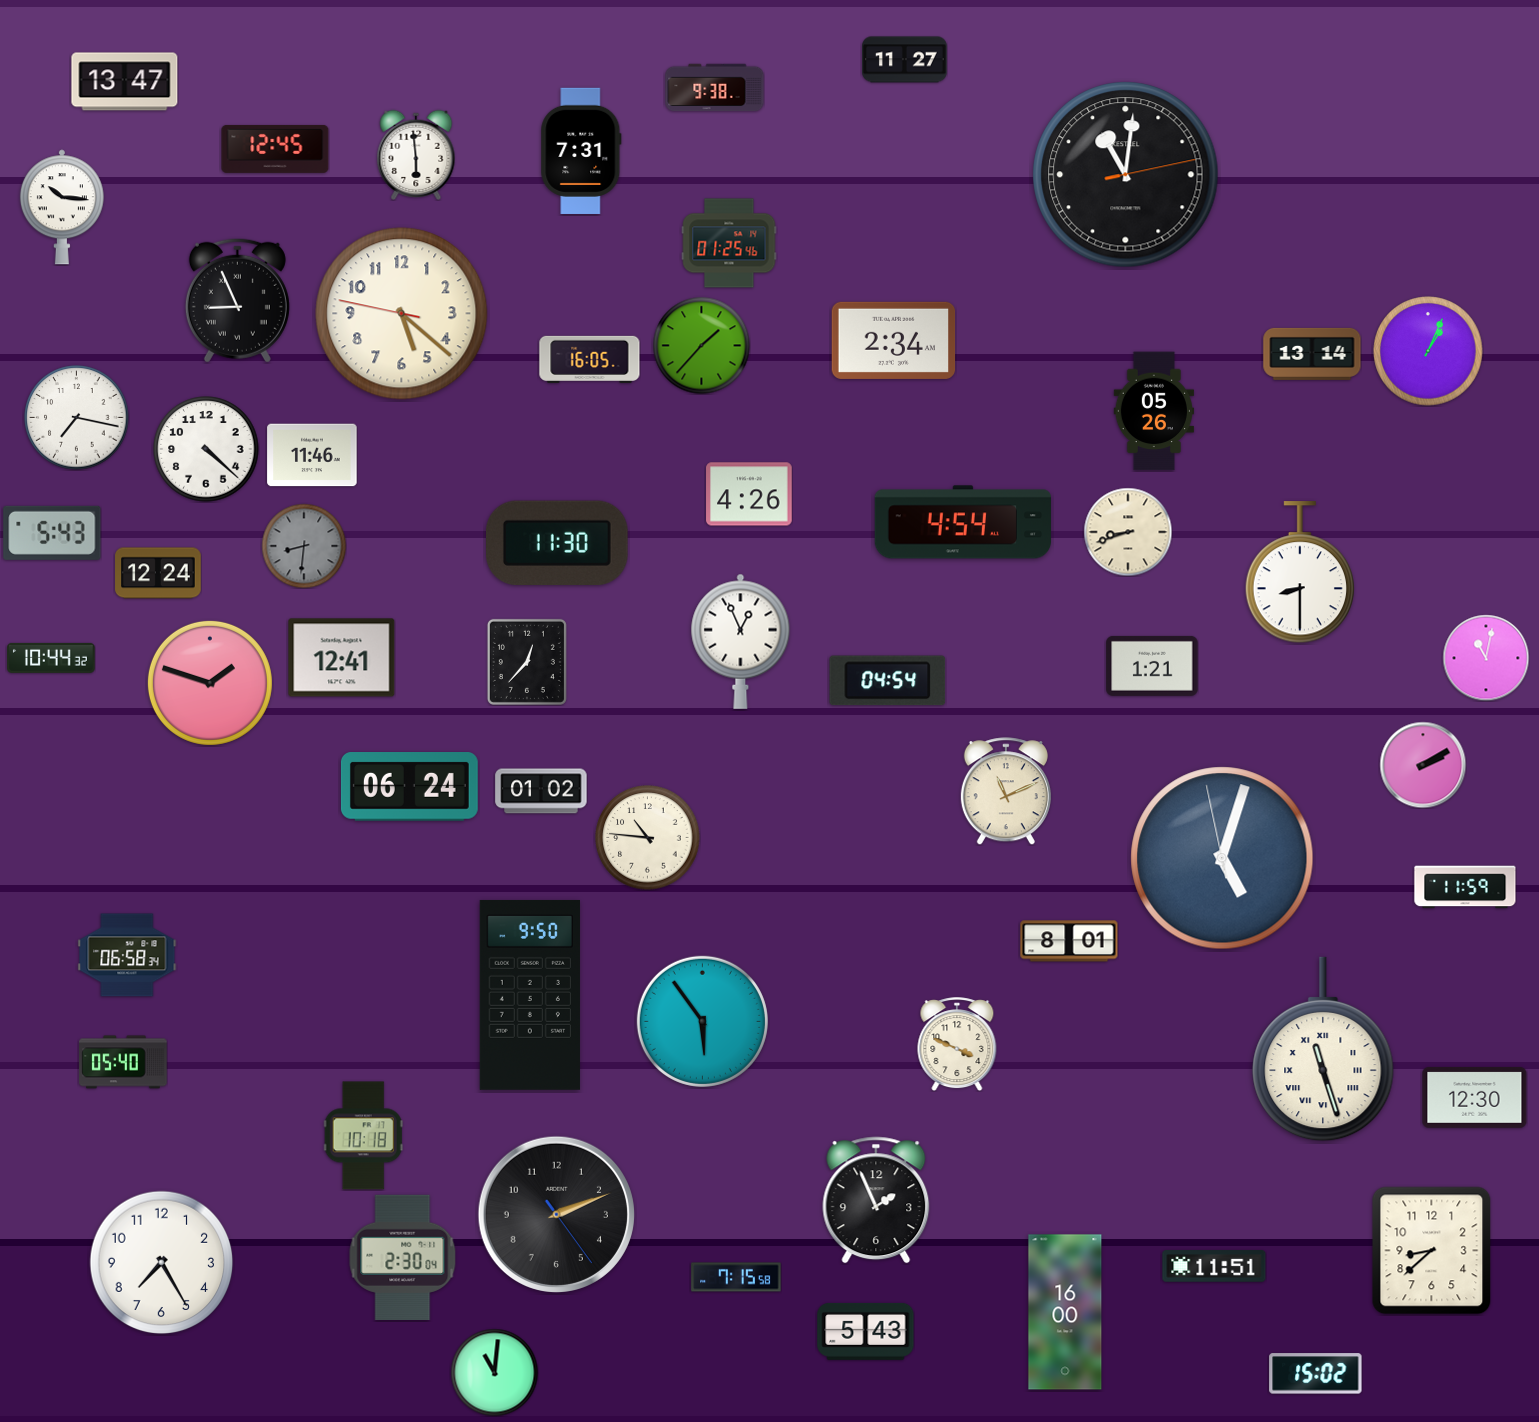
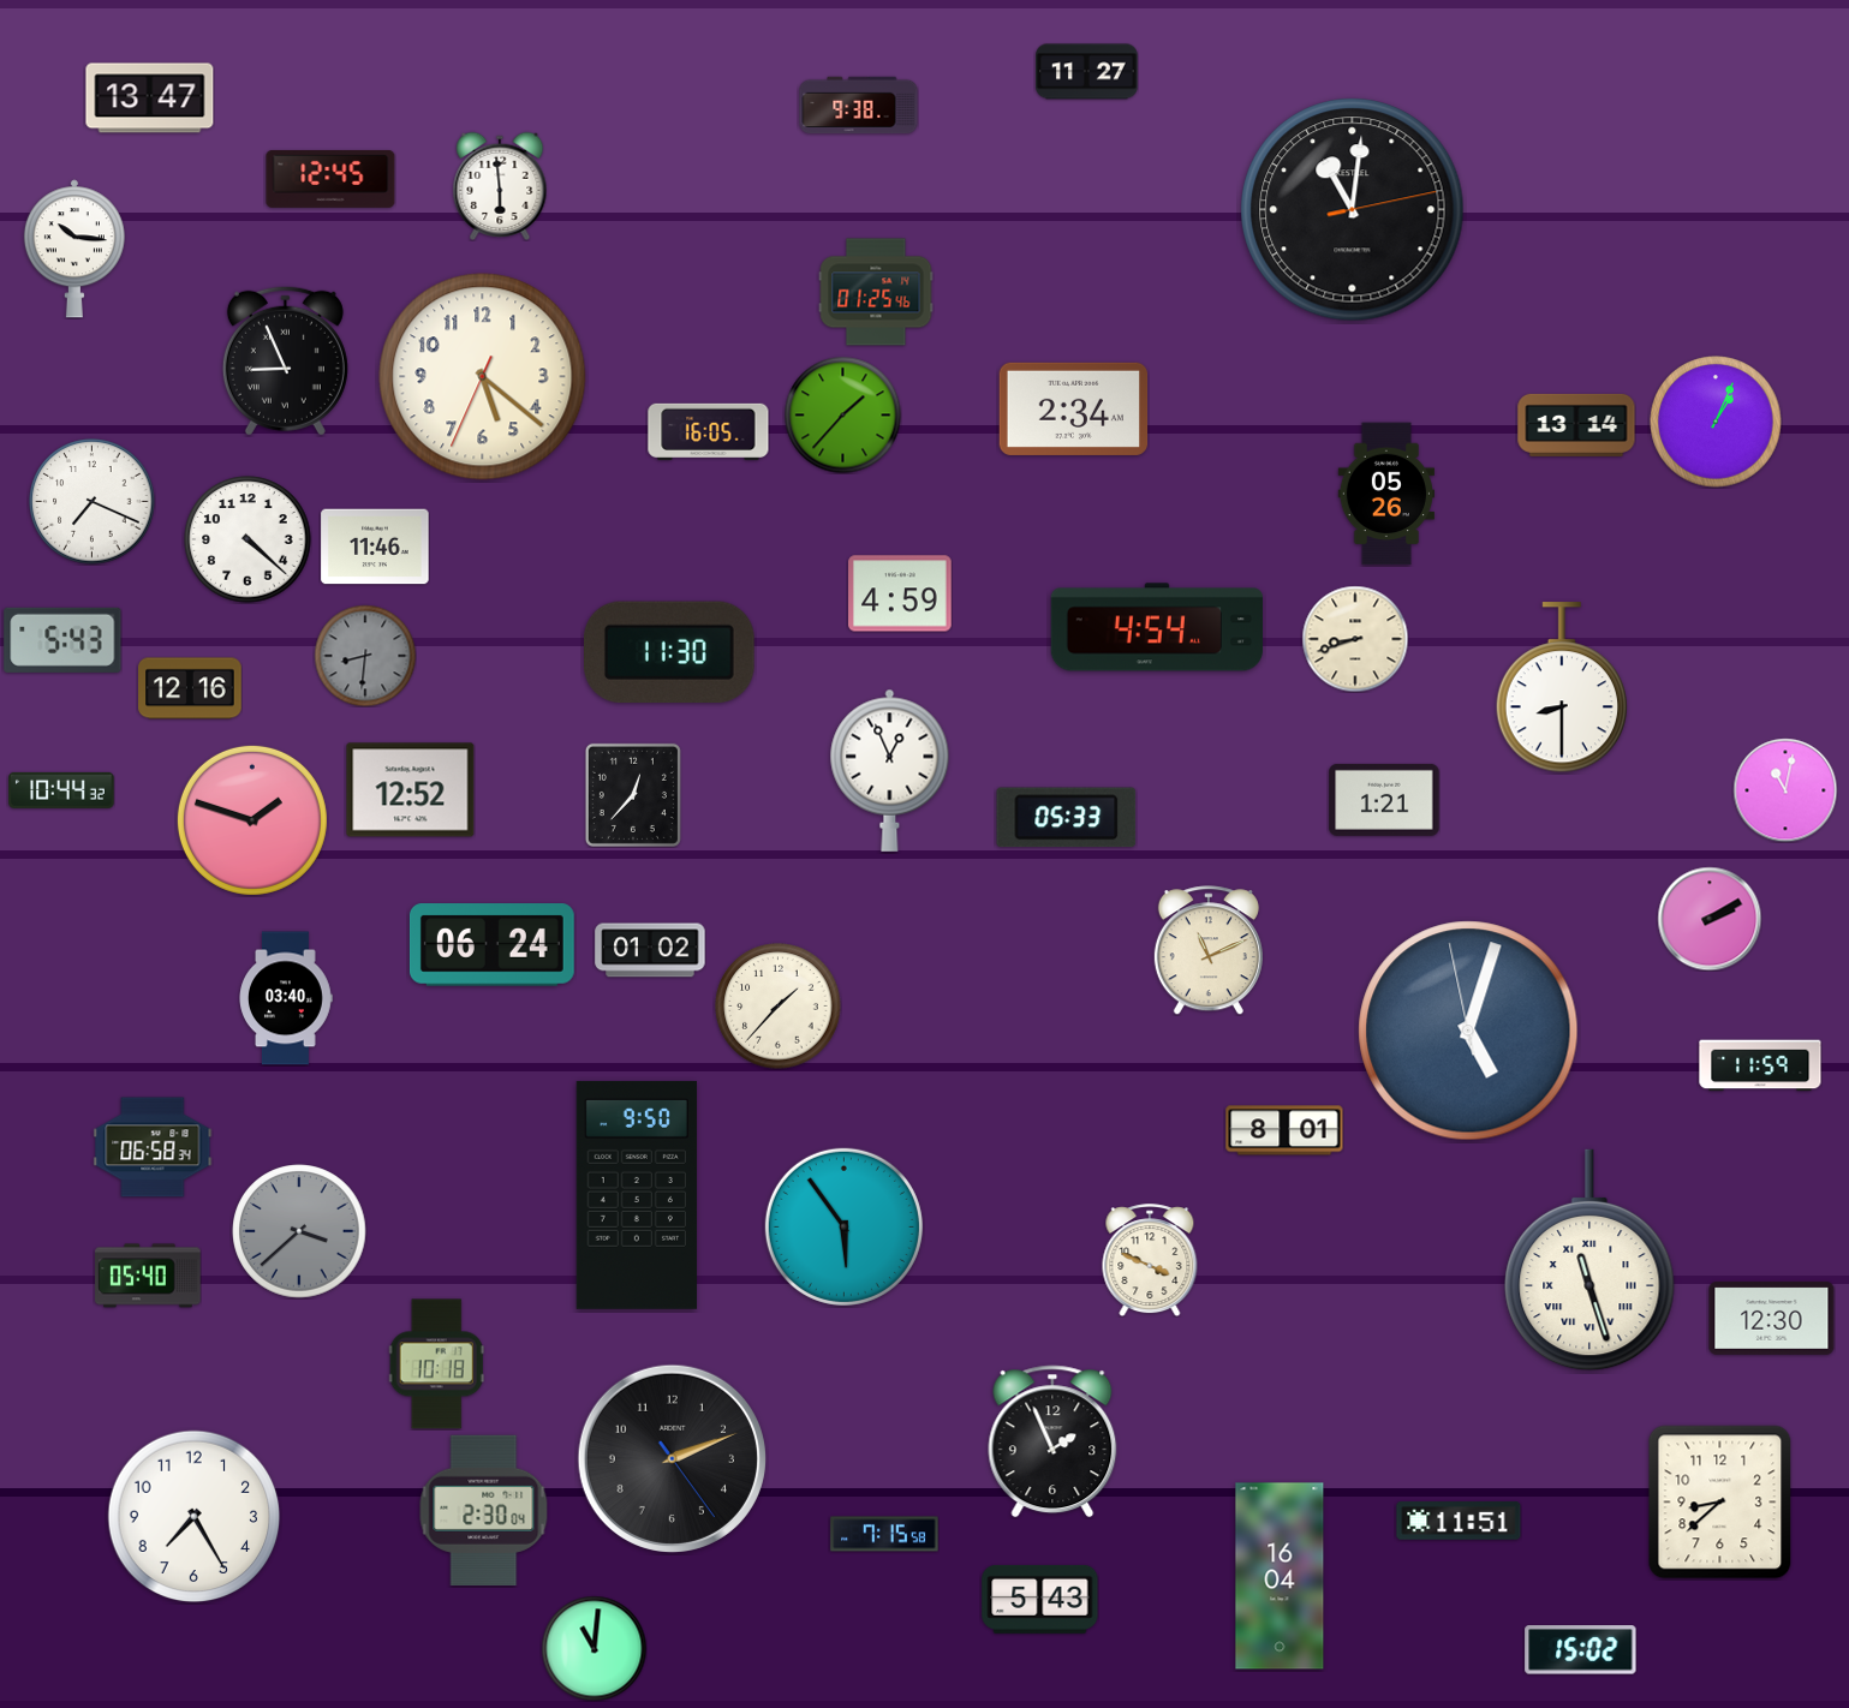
clock at (581, 151): 7:31 -> none
clock at (402, 314): 5:21:47 -> 5:21:34
clock at (77, 418): 7:17 -> 7:19
clock at (749, 494): 4:26 -> 4:59
clock at (158, 573): 12:24 -> 12:16
clock at (342, 658): 12:41 -> 12:52
clock at (888, 681): 04:54 -> 05:33
clock at (286, 998): none -> 03:40
clock at (648, 838): 10:46 -> 1:37
clock at (299, 1231): none -> 3:38
clock at (957, 1044) position: (957, 1044) -> (1150, 1260)
clock at (556, 1214) position: (556, 1214) -> (672, 1458)
clock at (1065, 1312): 16:00 -> 16:04
